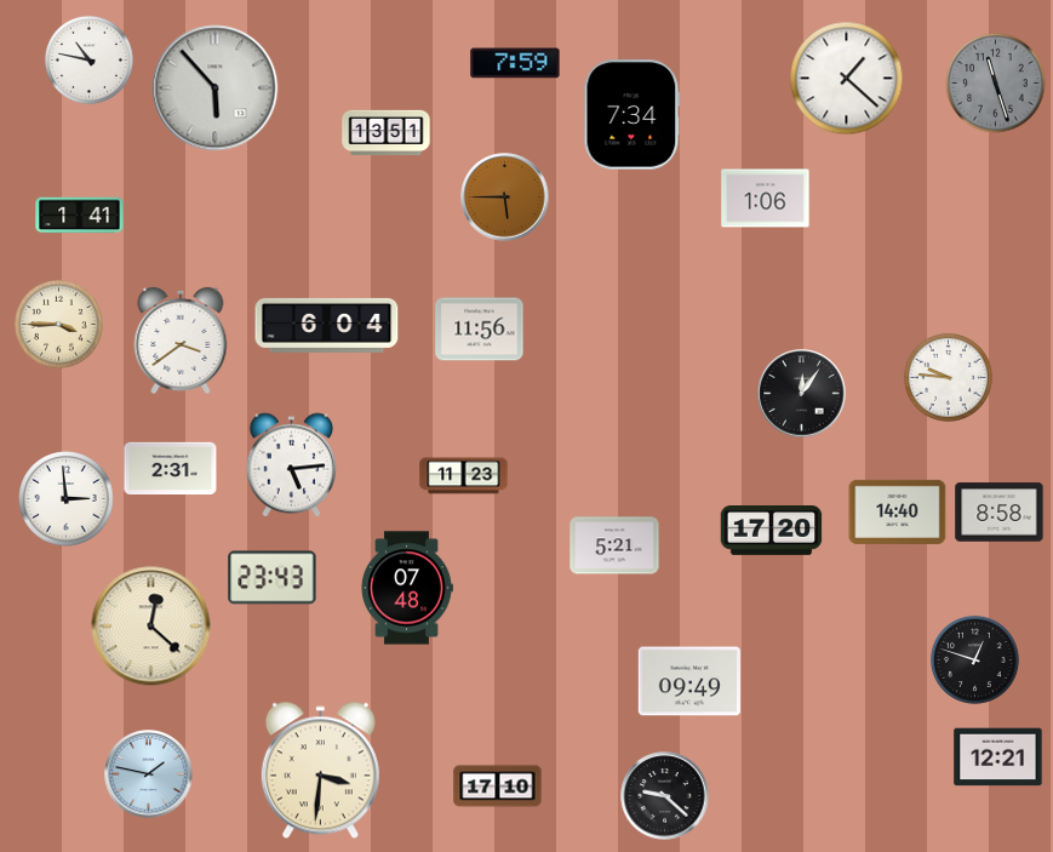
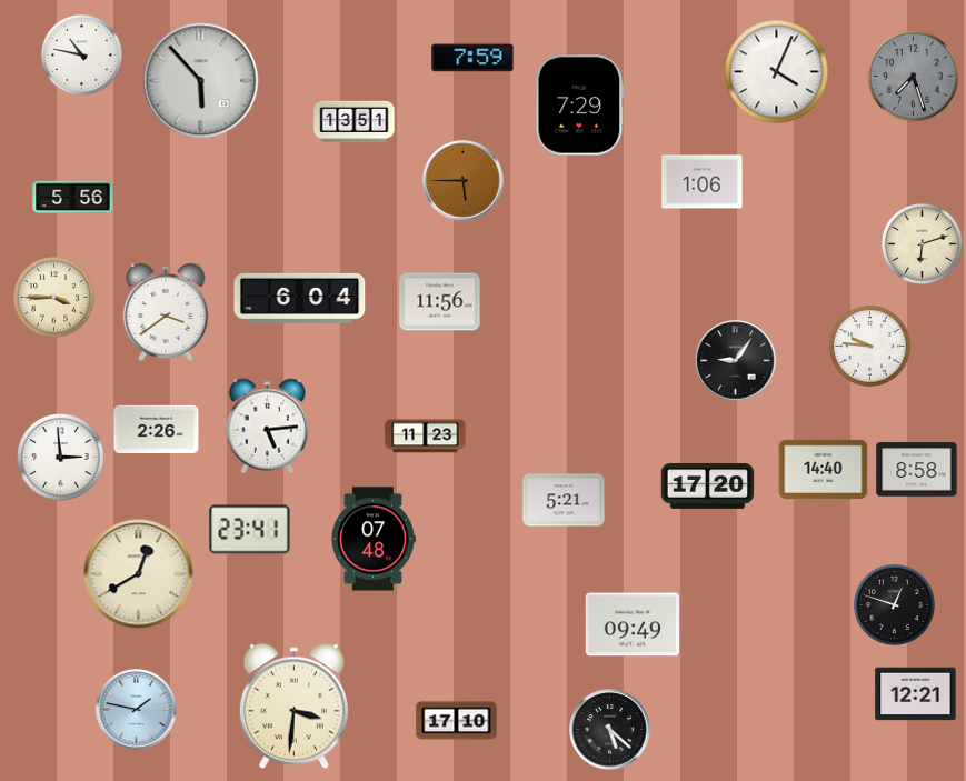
clock at (847, 79): 1:22 -> 4:04
clock at (996, 84): 11:27 -> 7:27
clock at (216, 88) position: (216, 88) -> (201, 81)
clock at (633, 115): 7:34 -> 7:29
clock at (80, 216): 1:41 -> 5:56
clock at (922, 243): none -> 6:12
clock at (802, 394): 12:06 -> 9:06
clock at (171, 468): 2:31 -> 2:26
clock at (273, 578): 23:43 -> 23:41
clock at (151, 627): 12:22 -> 12:40
clock at (665, 796): 9:22 -> 5:22
